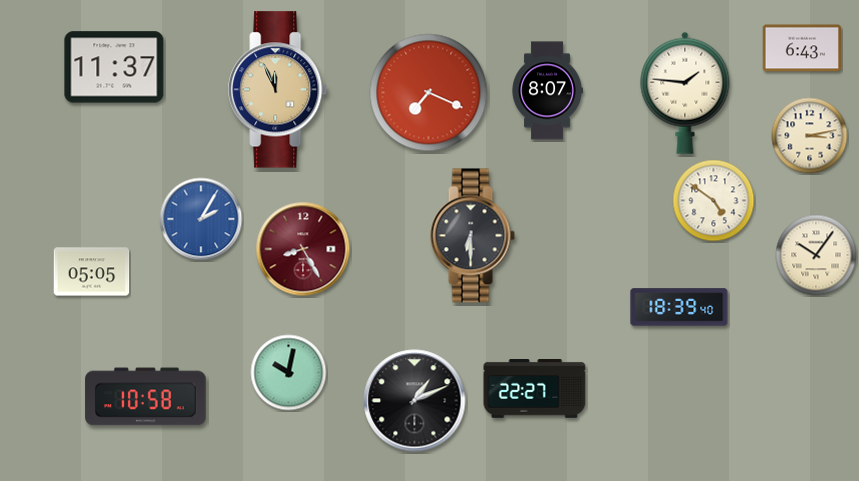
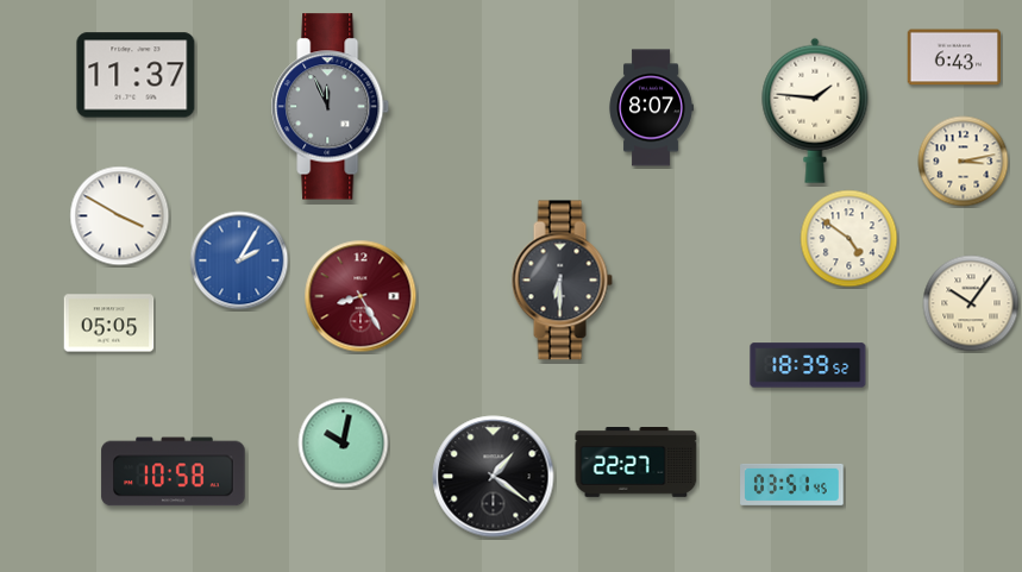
clock at (114, 67) position: (114, 67) -> (136, 75)
clock at (278, 90) dial: champagne -> grey
clock at (429, 93): 7:19 -> none
clock at (120, 216): none -> 3:50
clock at (679, 307): 18:39:40 -> 18:39:52
clock at (415, 401): 1:11 -> 1:21
clock at (792, 484): none -> 03:51
